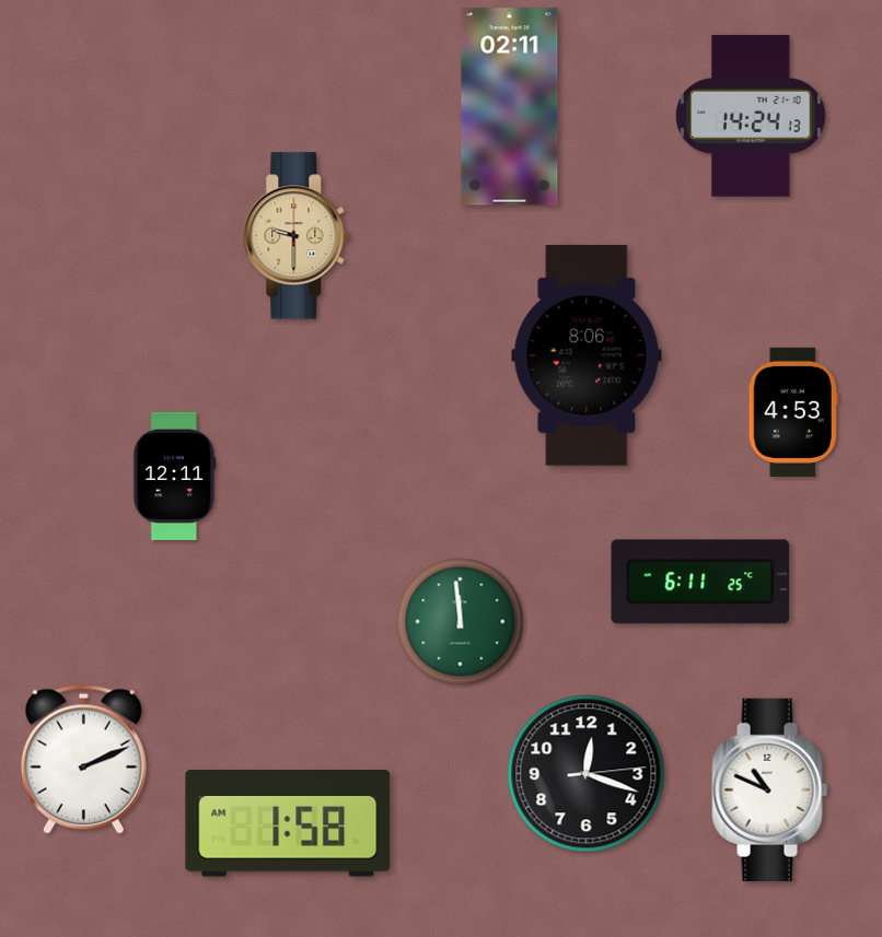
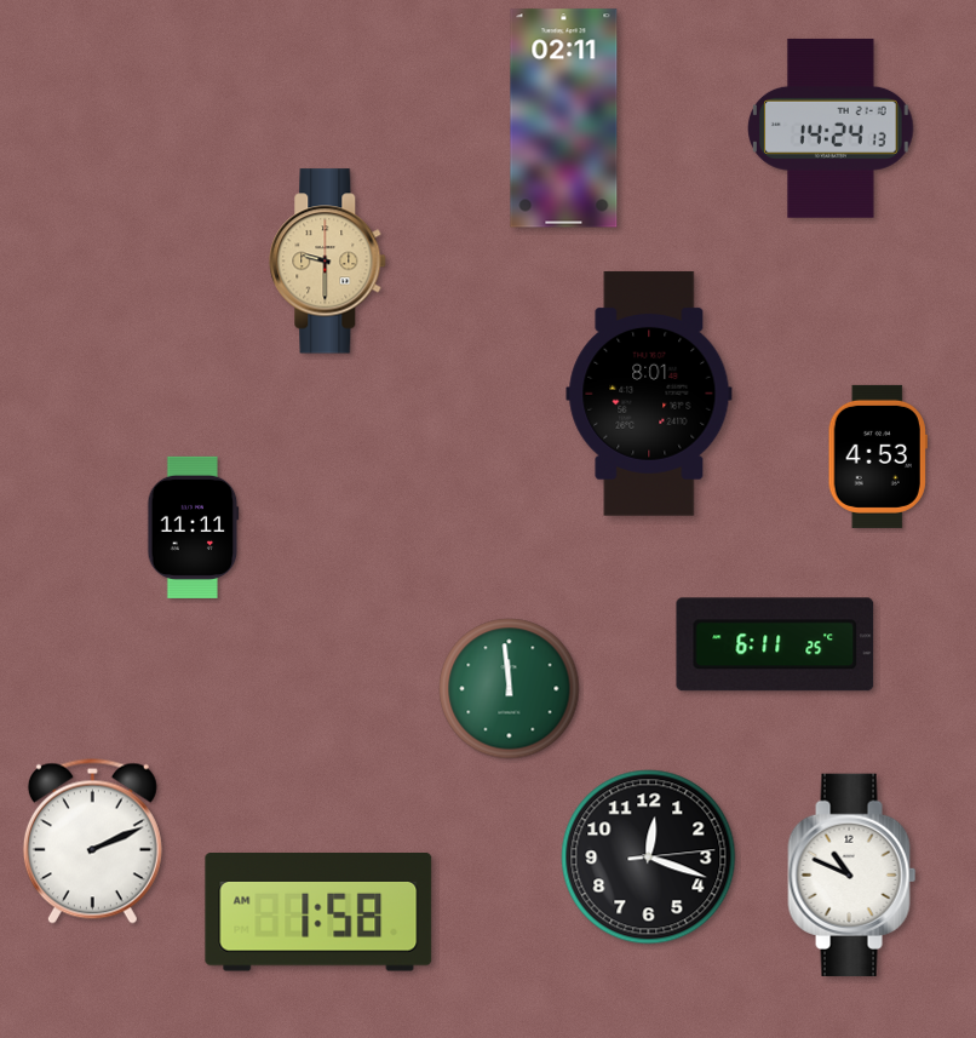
clock at (587, 355): 8:06 -> 8:01
clock at (175, 476): 12:11 -> 11:11
